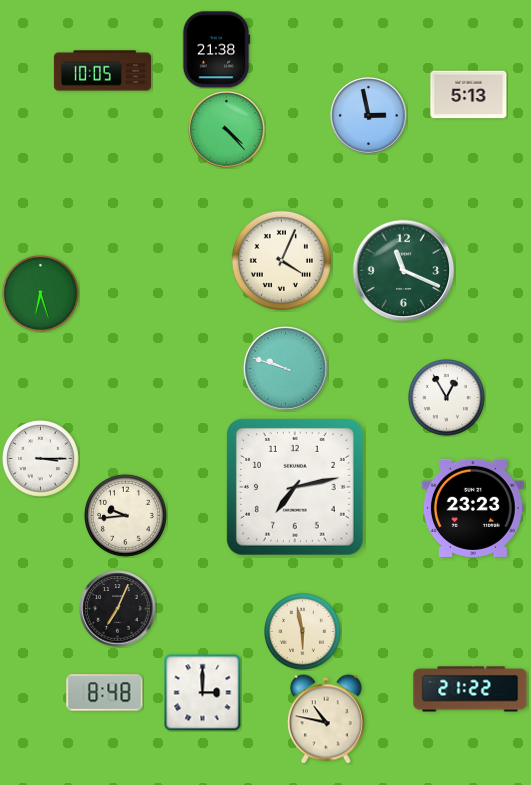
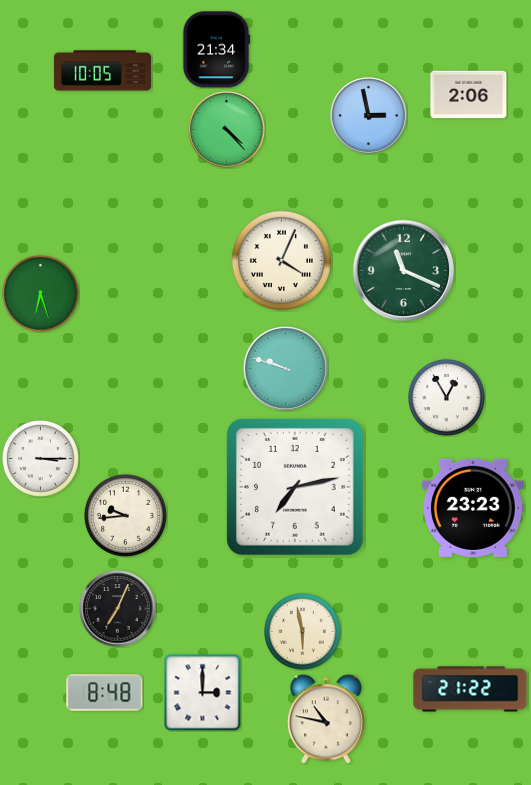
clock at (216, 50): 21:38 -> 21:34
clock at (469, 95): 5:13 -> 2:06
